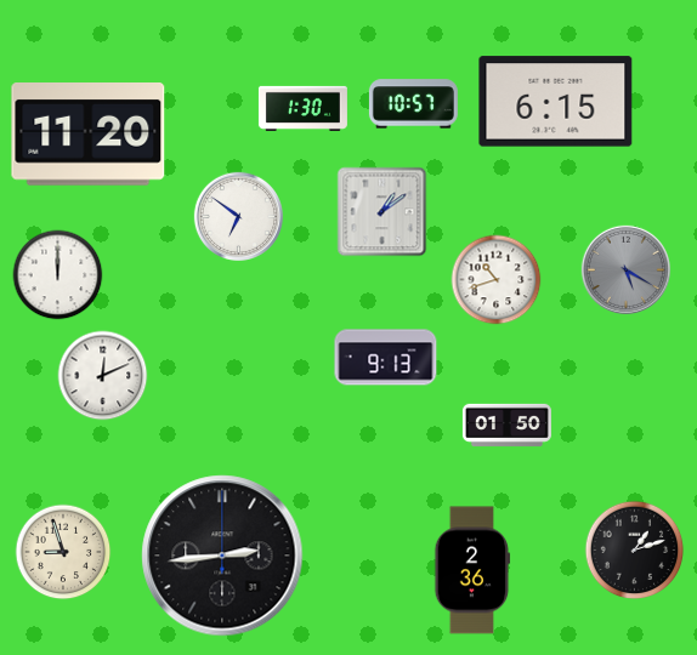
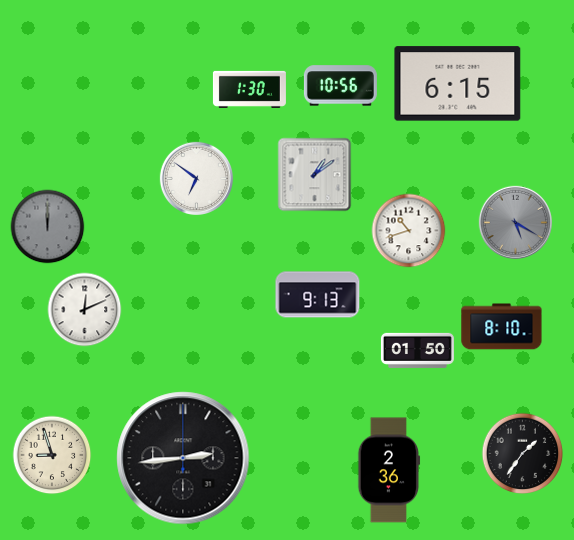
clock at (413, 104): 10:57 -> 10:56
clock at (89, 135): 11:20 -> none
clock at (58, 275) dial: white -> grey
clock at (502, 327): none -> 8:10
clock at (635, 551): 1:12 -> 1:36
